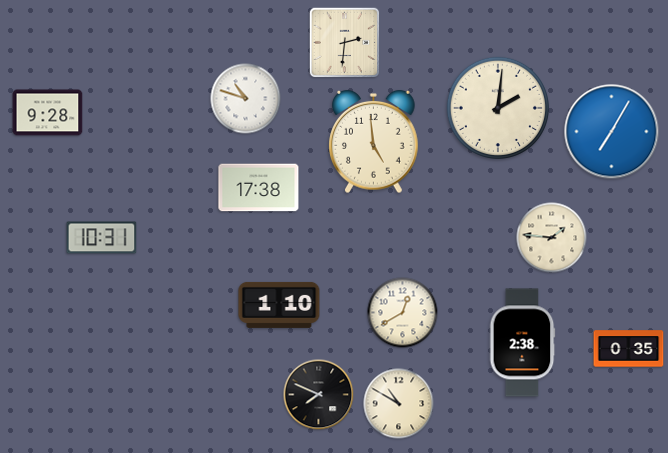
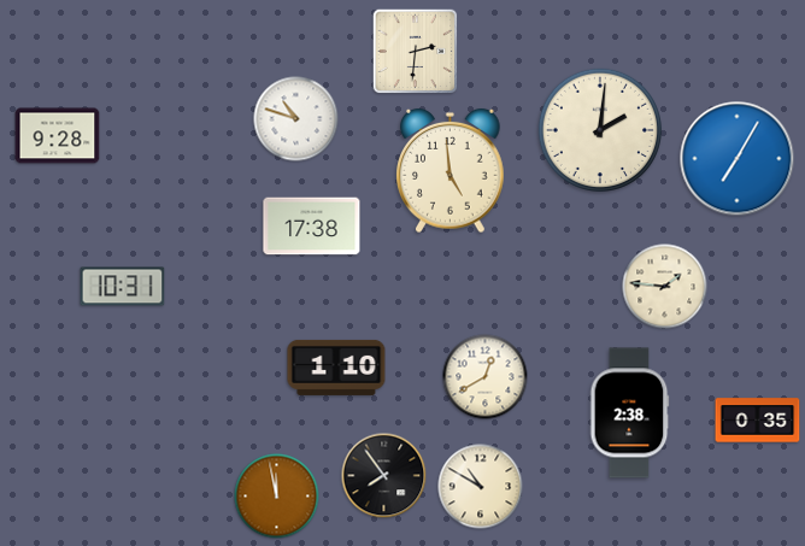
clock at (319, 395): 7:49 -> 7:54
clock at (277, 497): none -> 11:58
